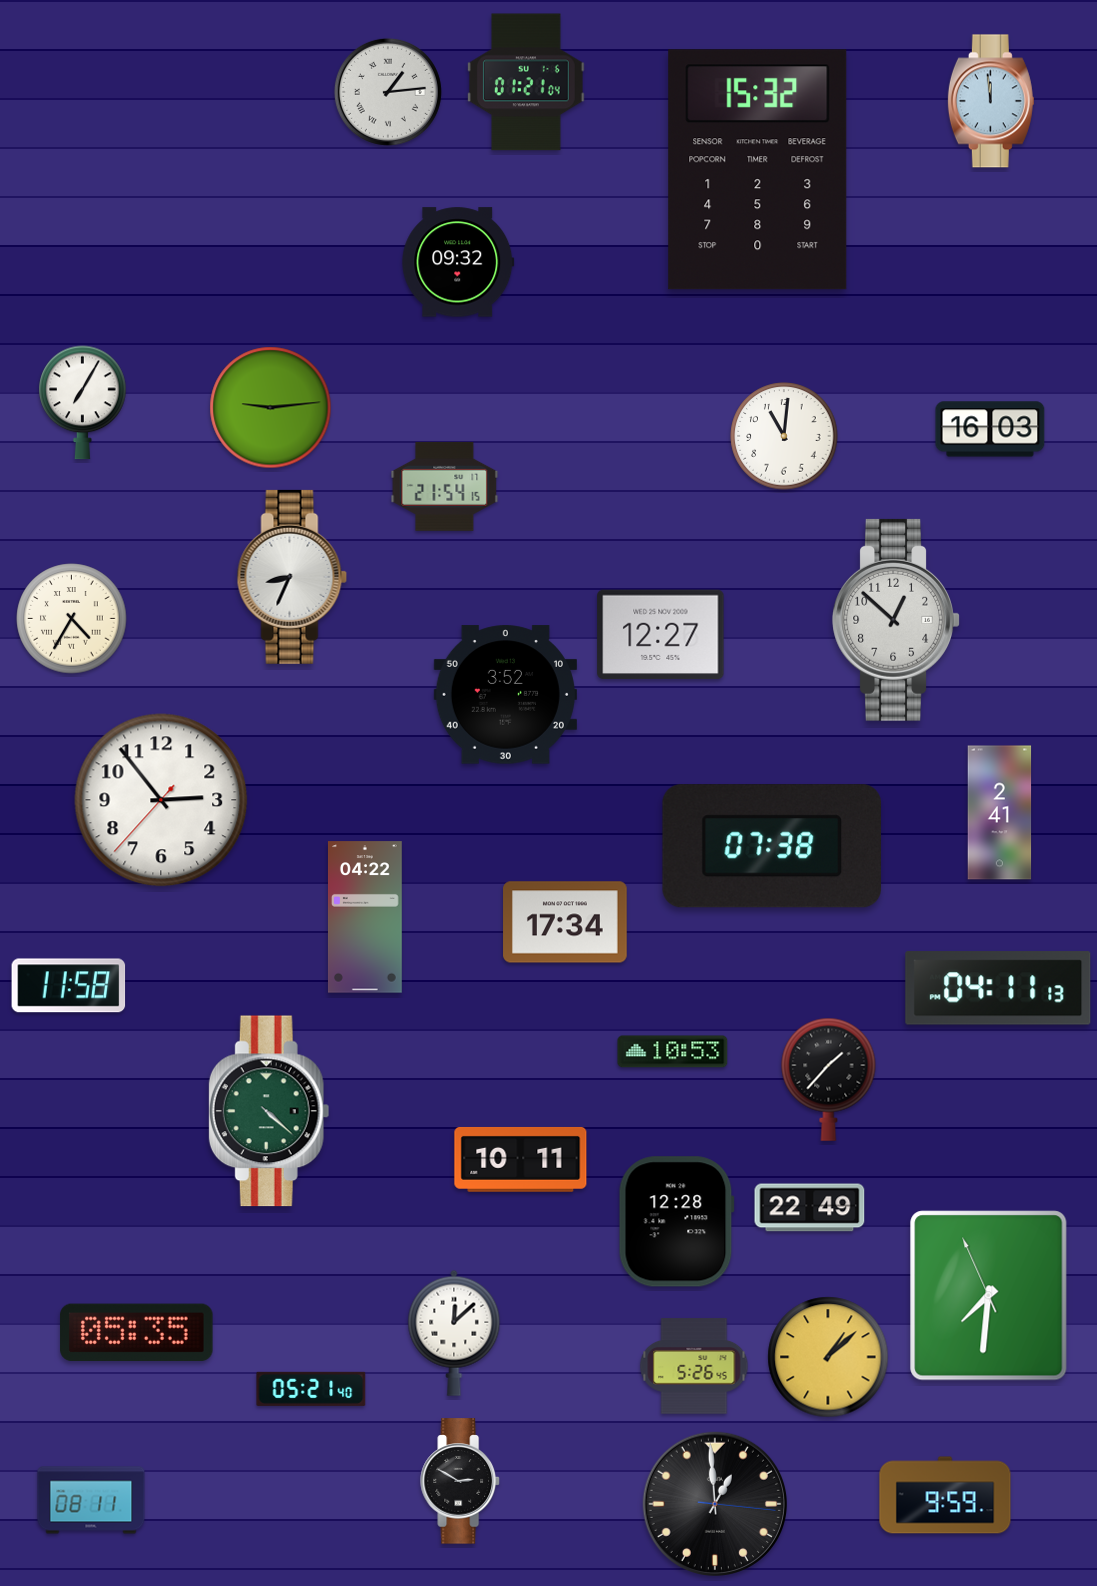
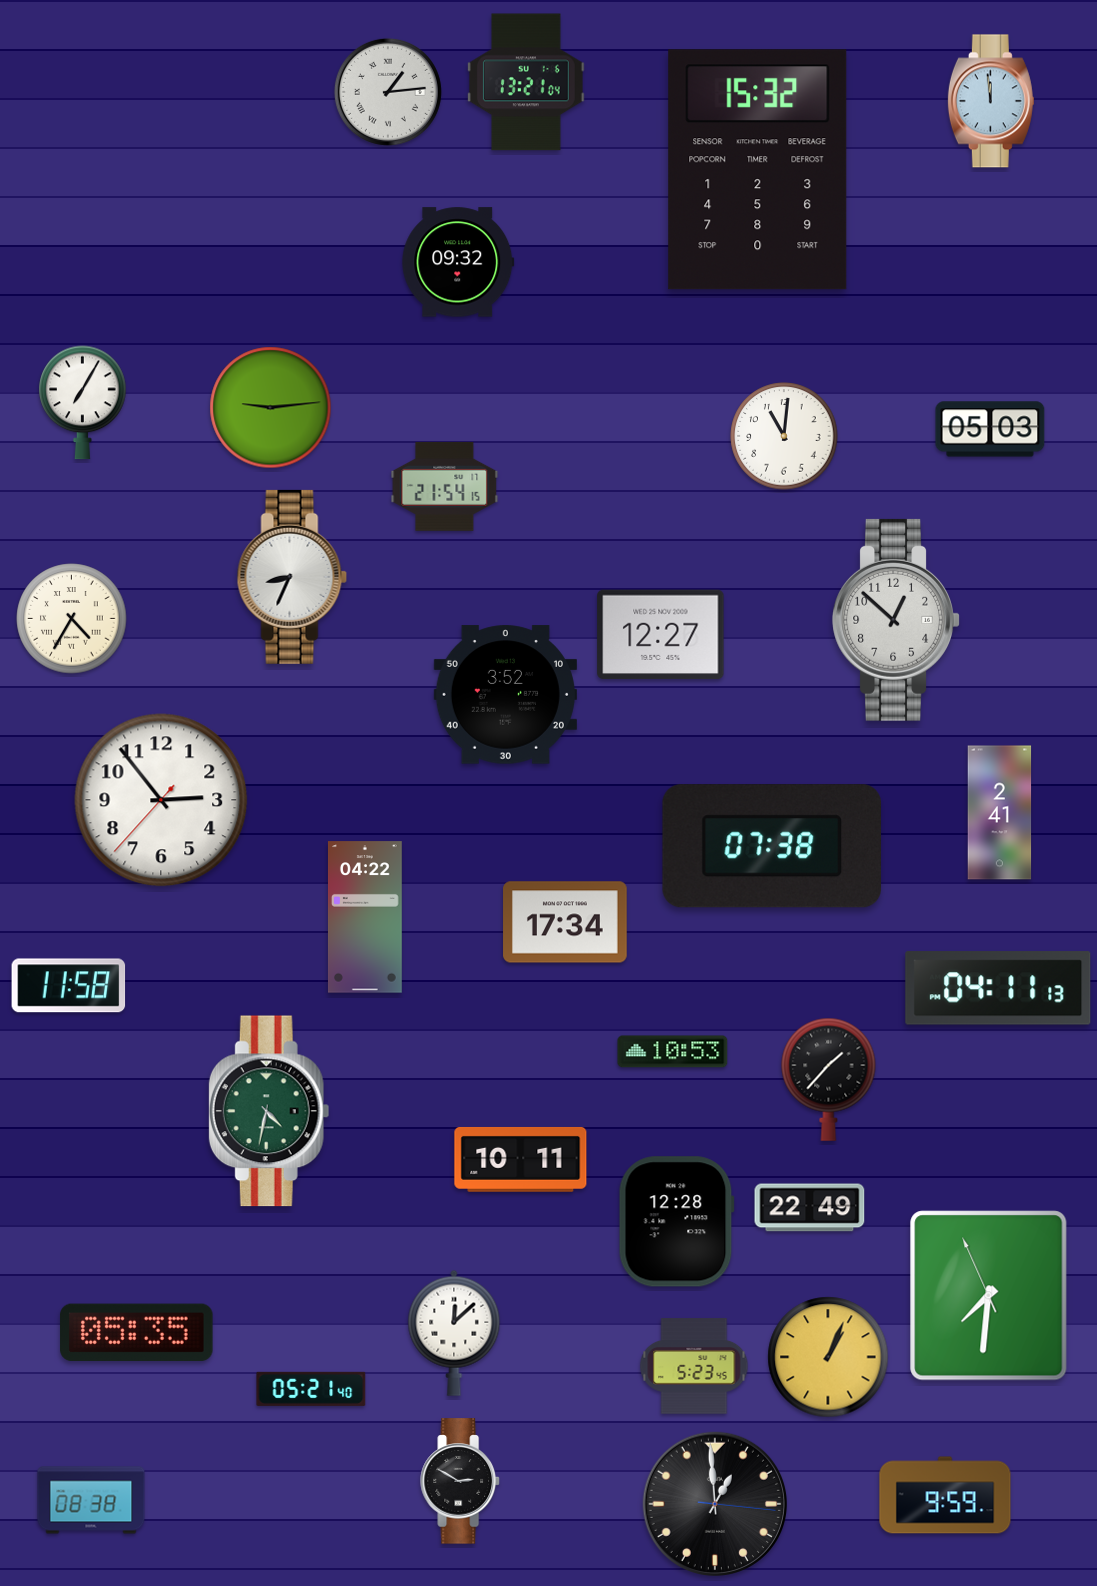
clock at (526, 82): 01:21 -> 13:21
clock at (990, 429): 16:03 -> 05:03
clock at (269, 1111): 4:22 -> 4:32
clock at (828, 1357): 1:08 -> 1:04
clock at (694, 1366): 5:26 -> 5:23
clock at (91, 1500): 08:11 -> 08:38
